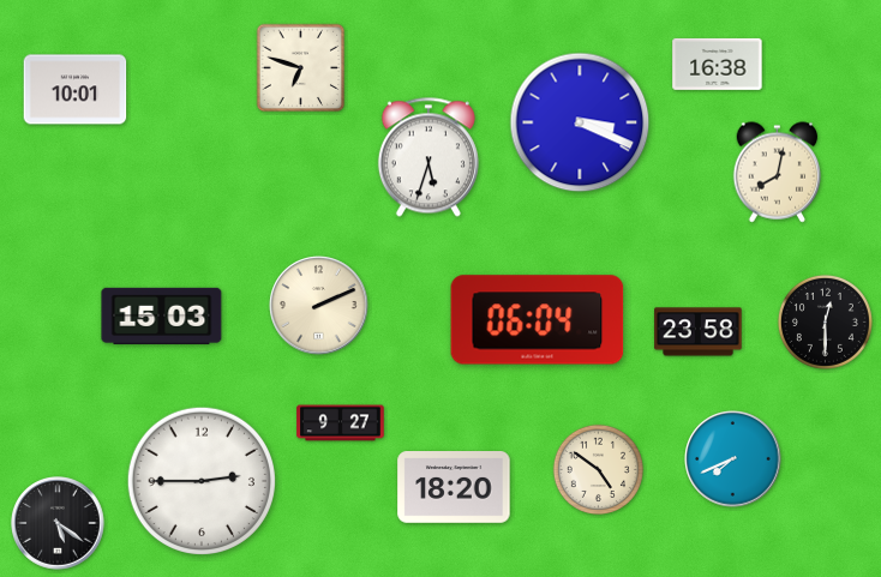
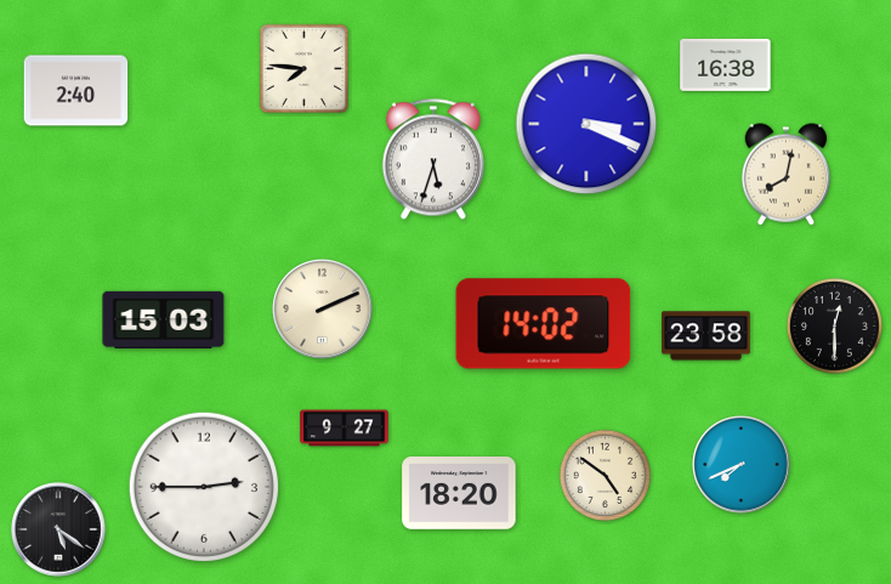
clock at (301, 68): 6:48 -> 7:46
clock at (76, 90): 10:01 -> 2:40
clock at (538, 320): 06:04 -> 14:02
